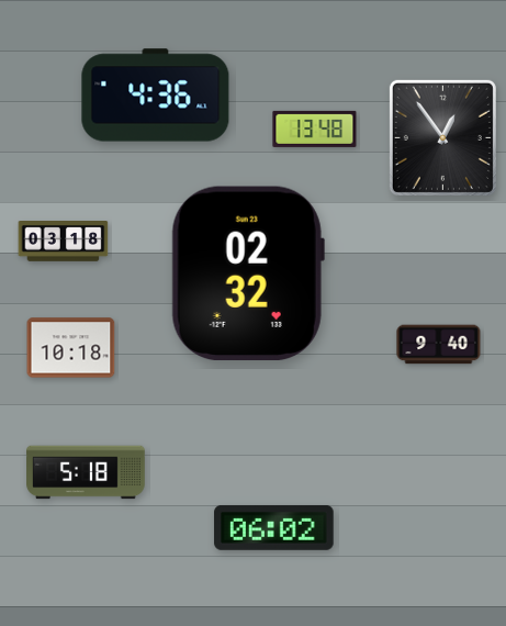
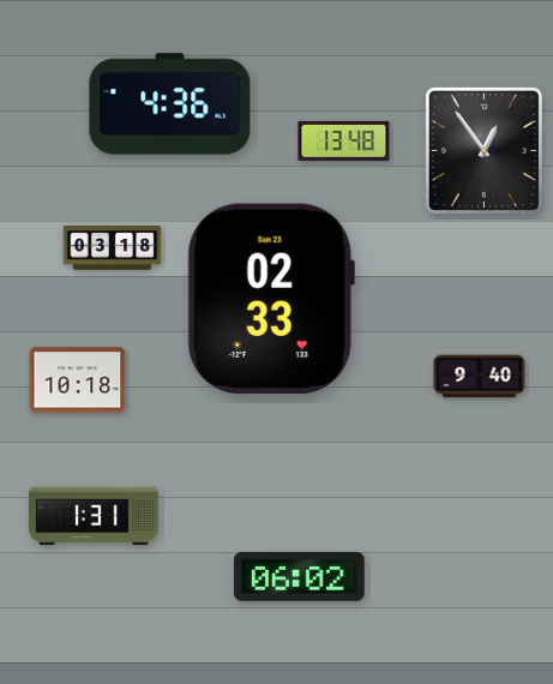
clock at (64, 242) position: (64, 242) -> (113, 248)
clock at (248, 272): 02:32 -> 02:33
clock at (86, 472): 5:18 -> 1:31
